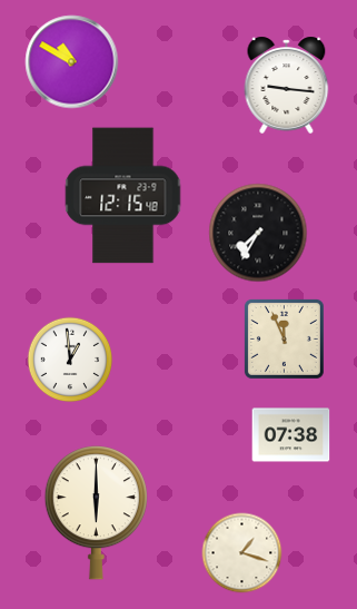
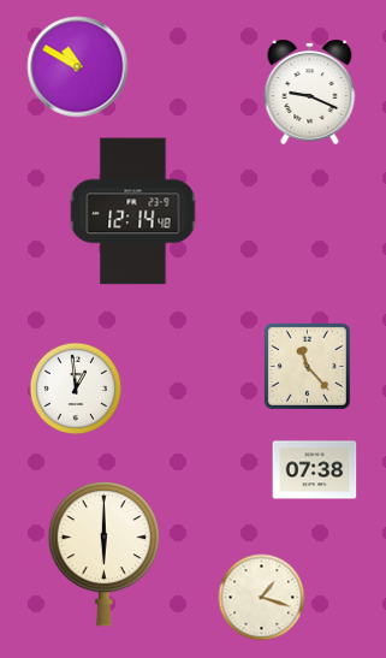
clock at (287, 85): 9:16 -> 9:19
clock at (123, 196): 12:15 -> 12:14
clock at (258, 233): 7:35 -> none
clock at (284, 338): 11:56 -> 11:23
